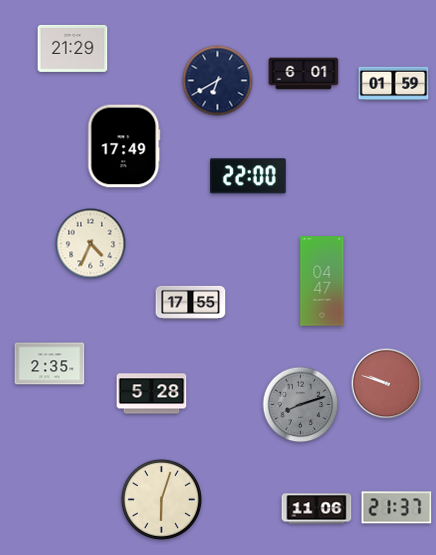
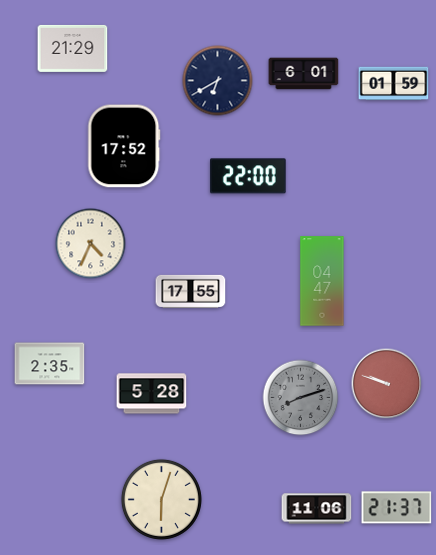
clock at (124, 146): 17:49 -> 17:52
clock at (191, 302) position: (191, 302) -> (191, 291)
clock at (301, 405) position: (301, 405) -> (301, 398)
